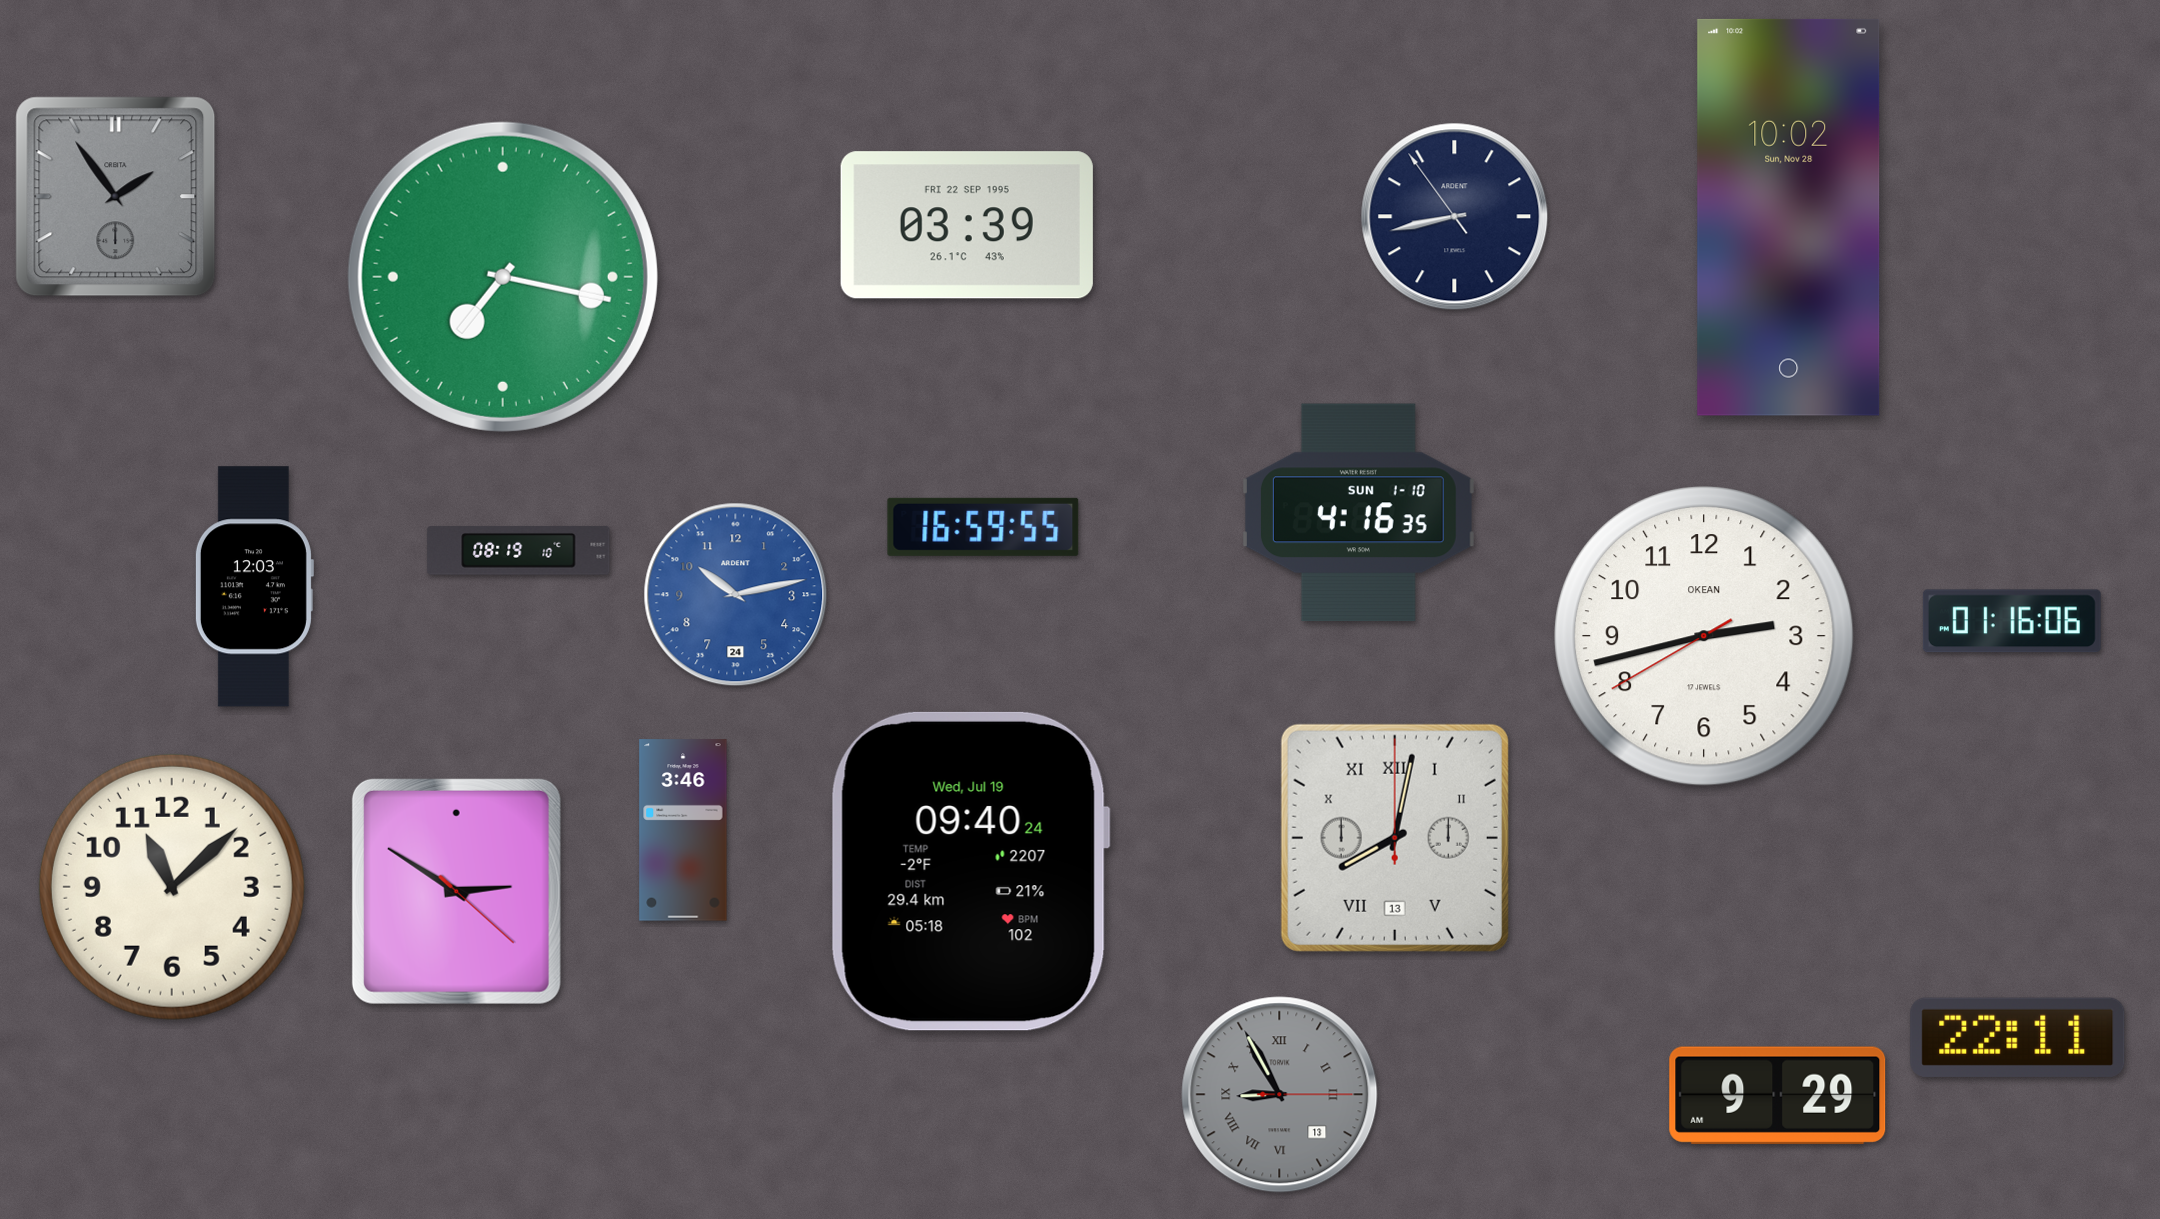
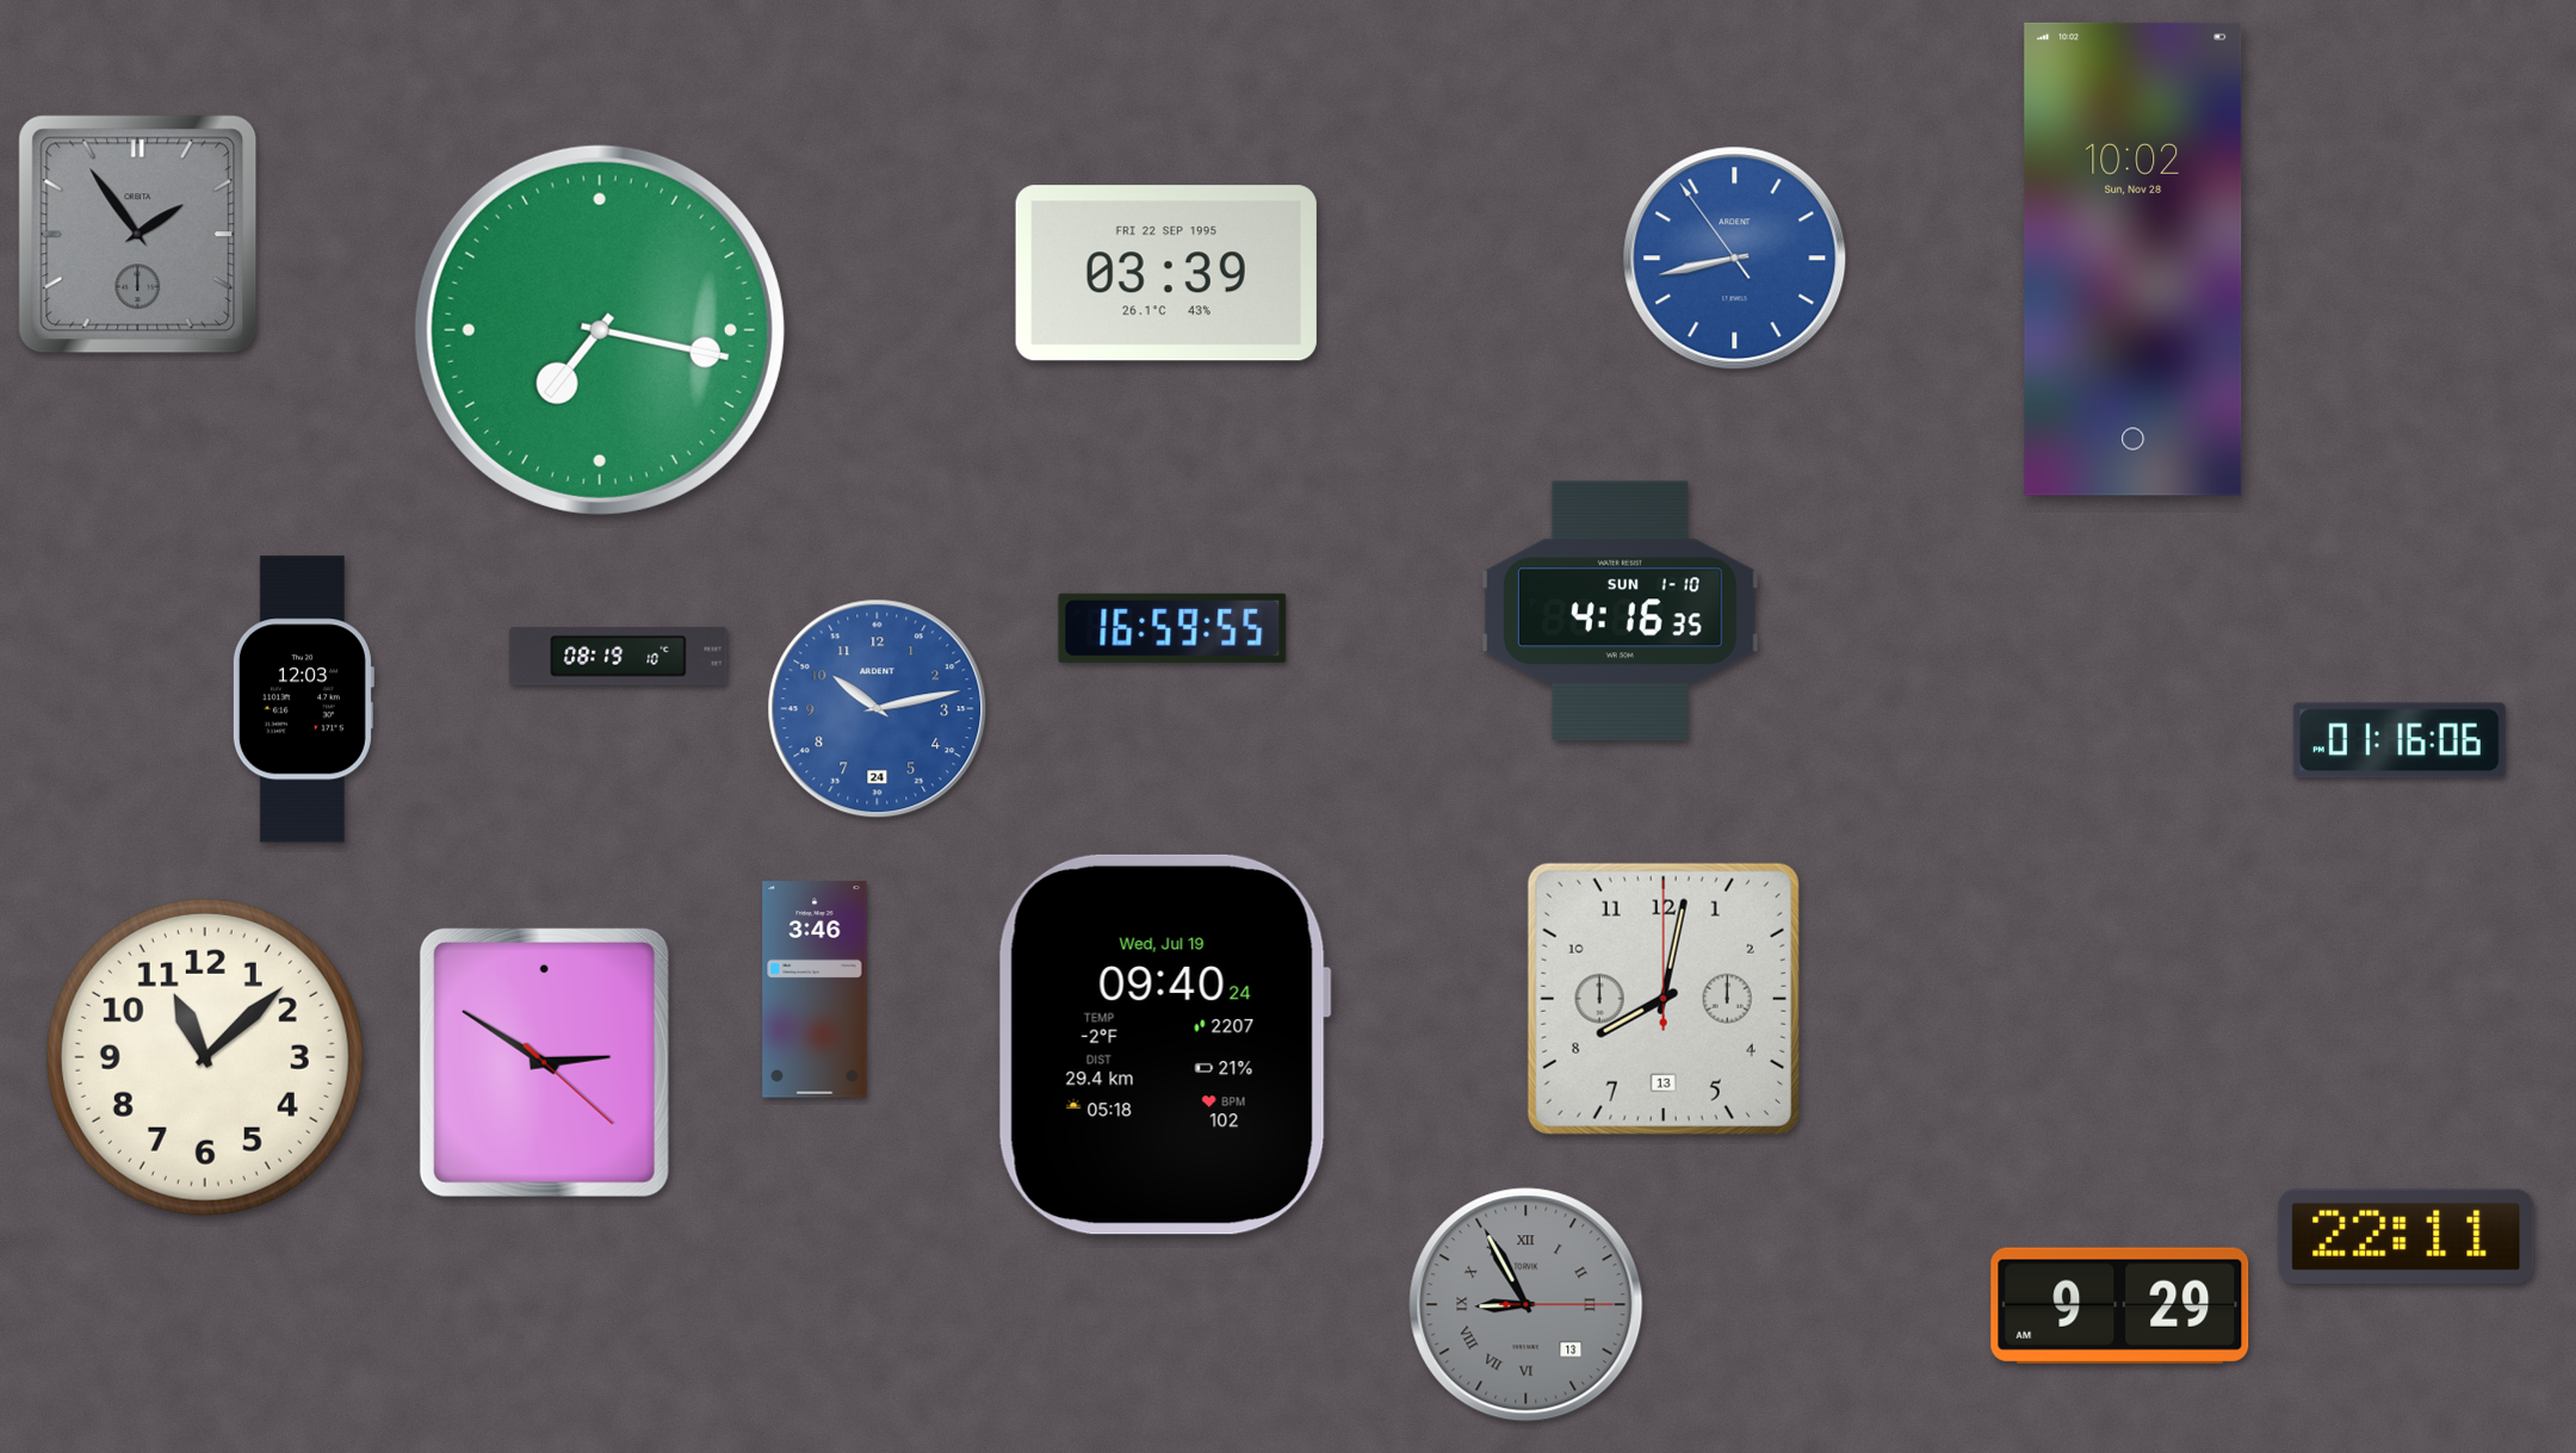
clock at (1455, 217) dial: navy -> blue
clock at (967, 225) position: (967, 225) -> (1166, 273)
clock at (1705, 637): 2:42 -> none
clock at (1395, 838) numerals: Roman -> Arabic
clock at (970, 871) position: (970, 871) -> (1164, 1044)
